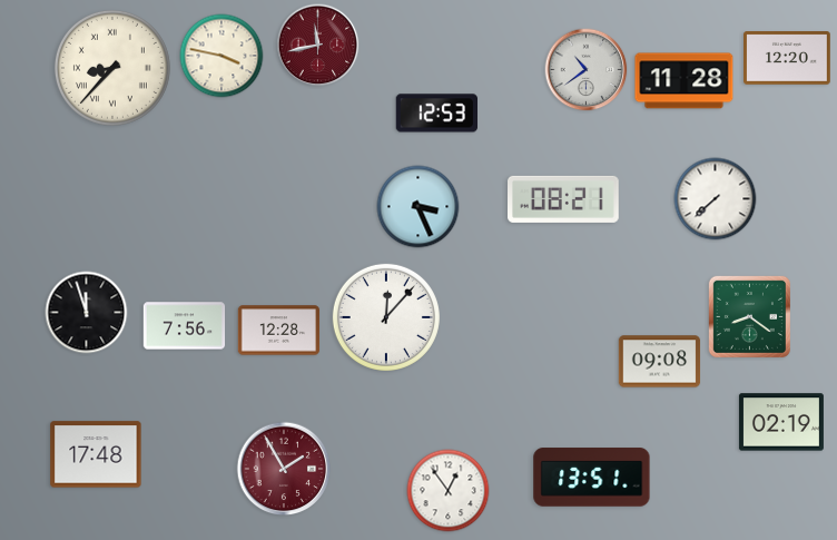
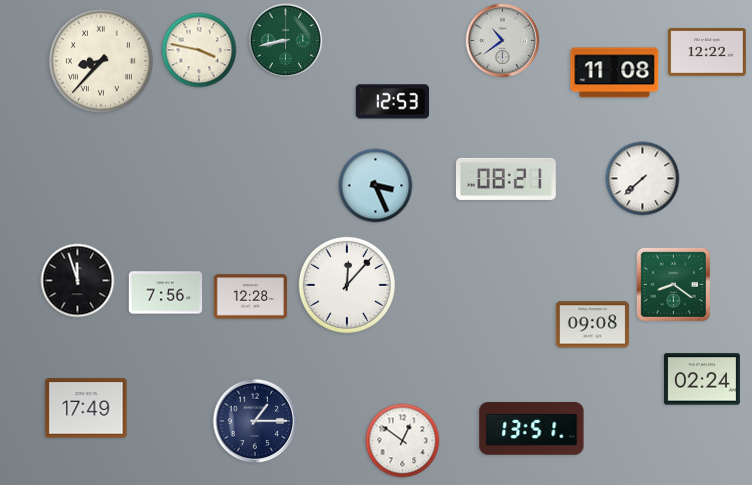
clock at (318, 46): 11:43 -> 8:43
clock at (318, 46) dial: burgundy -> green
clock at (788, 58): 12:20 -> 12:22
clock at (587, 70) position: (587, 70) -> (503, 41)
clock at (685, 81): 11:28 -> 11:08
clock at (781, 422): 02:19 -> 02:24
clock at (96, 454): 17:48 -> 17:49
clock at (284, 469): 1:55 -> 1:15
clock at (284, 469) dial: burgundy -> navy
clock at (449, 491): 12:54 -> 12:51
